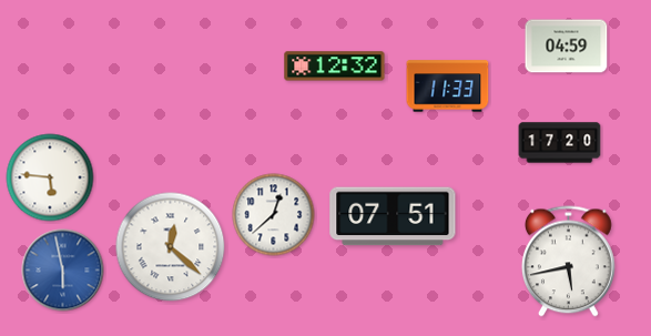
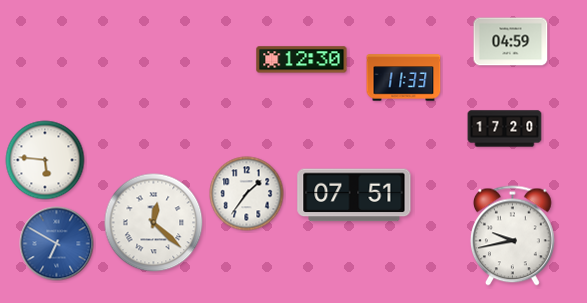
clock at (335, 67): 12:32 -> 12:30
clock at (274, 215): 12:38 -> 1:36
clock at (569, 262): 5:43 -> 9:43
clock at (63, 271): 5:58 -> 6:50
